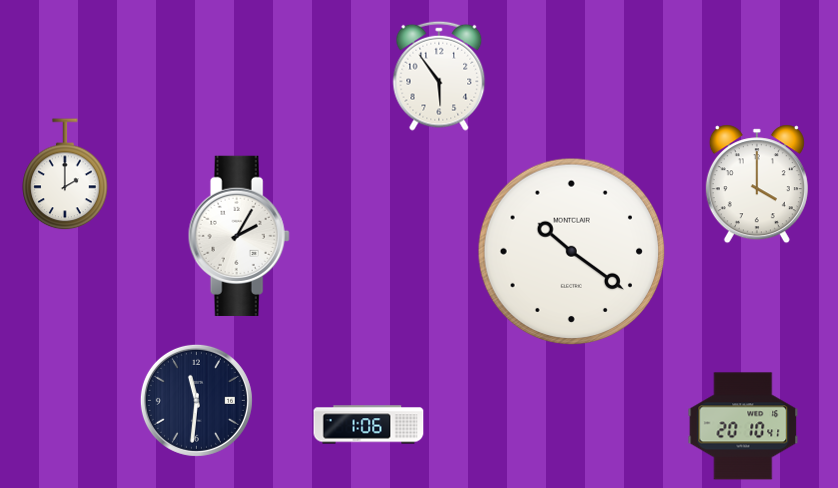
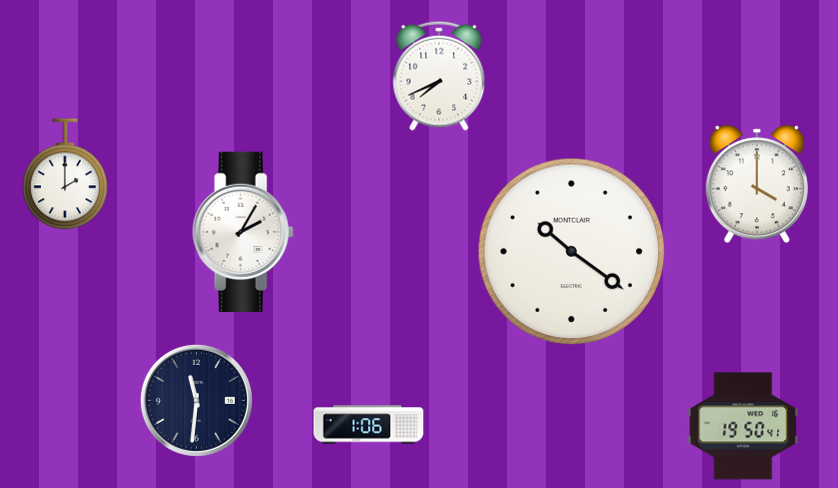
clock at (439, 76): 5:54 -> 7:41
clock at (239, 236) position: (239, 236) -> (243, 232)
clock at (743, 426): 20:10 -> 19:50
